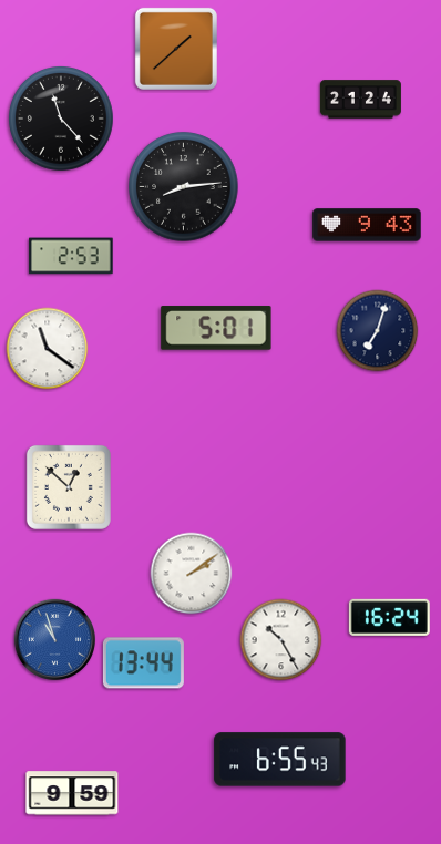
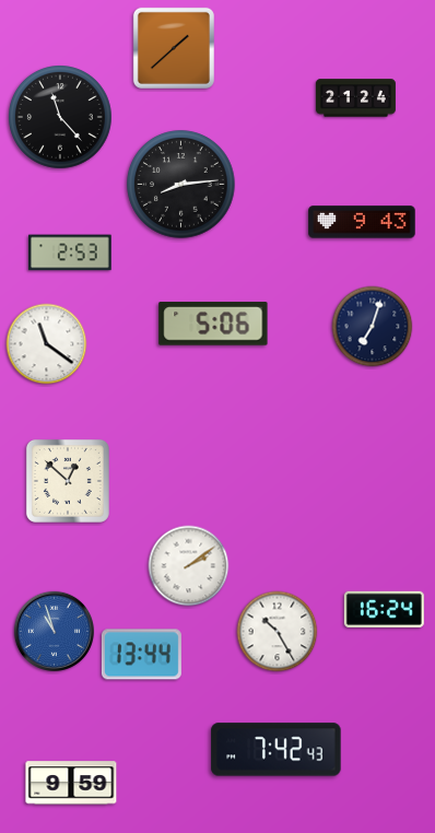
clock at (216, 328): 5:01 -> 5:06
clock at (280, 760): 6:55 -> 7:42
